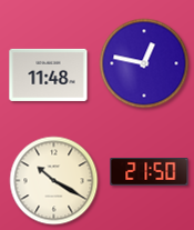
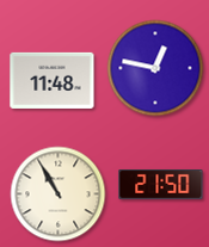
clock at (54, 181): 10:20 -> 10:55
